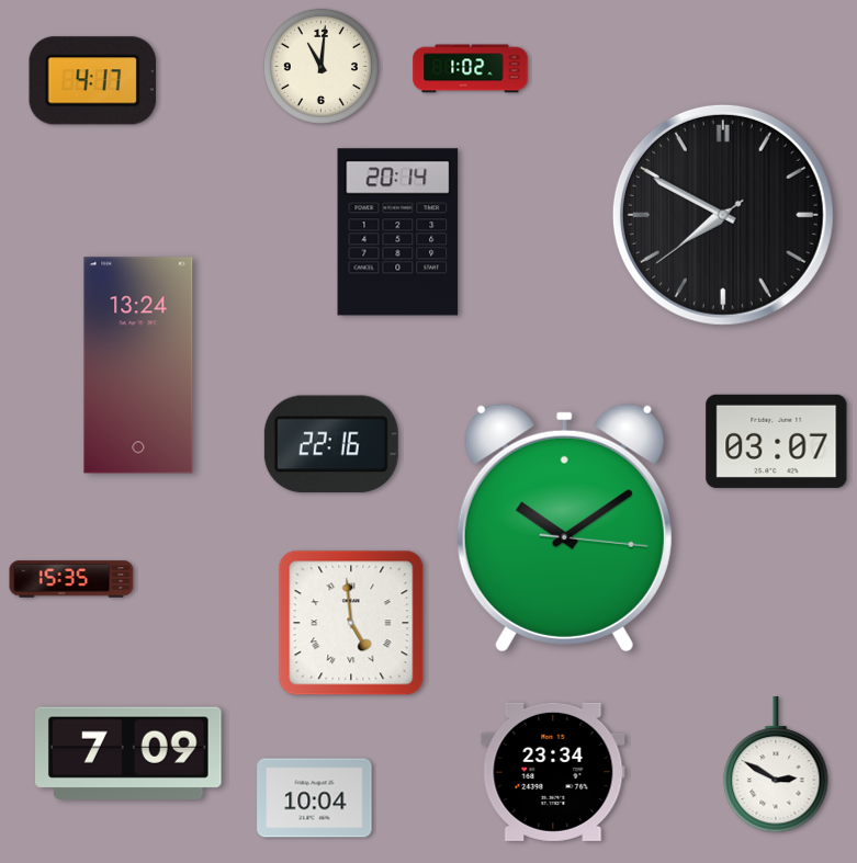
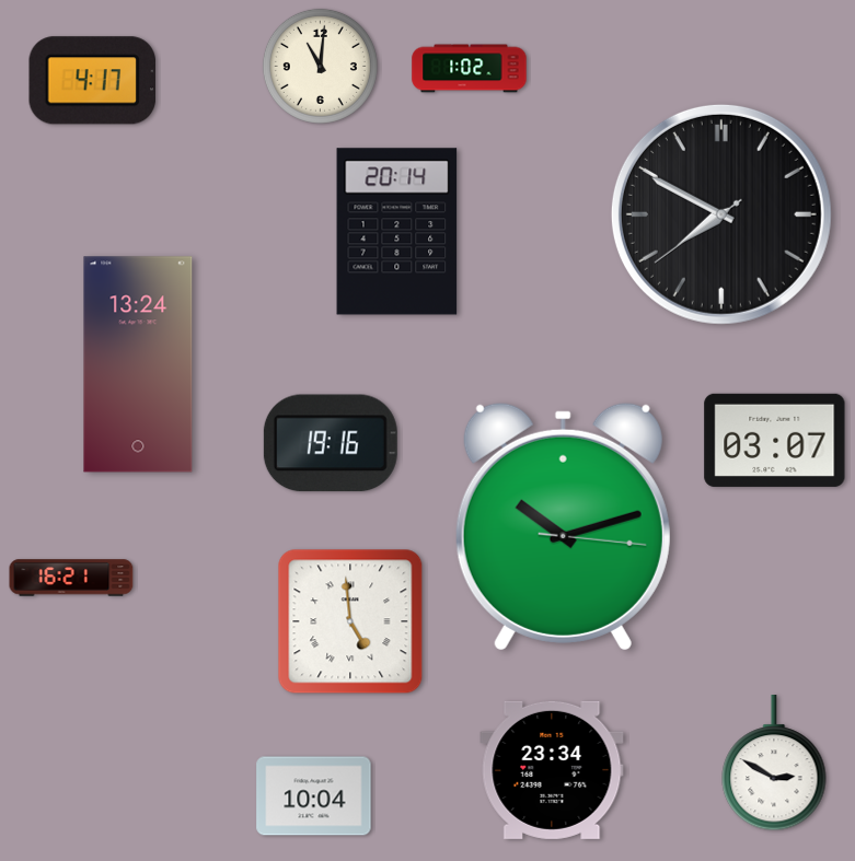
clock at (331, 444): 22:16 -> 19:16
clock at (564, 527): 10:09 -> 10:12
clock at (71, 579): 15:35 -> 16:21
clock at (129, 753): 7:09 -> none
